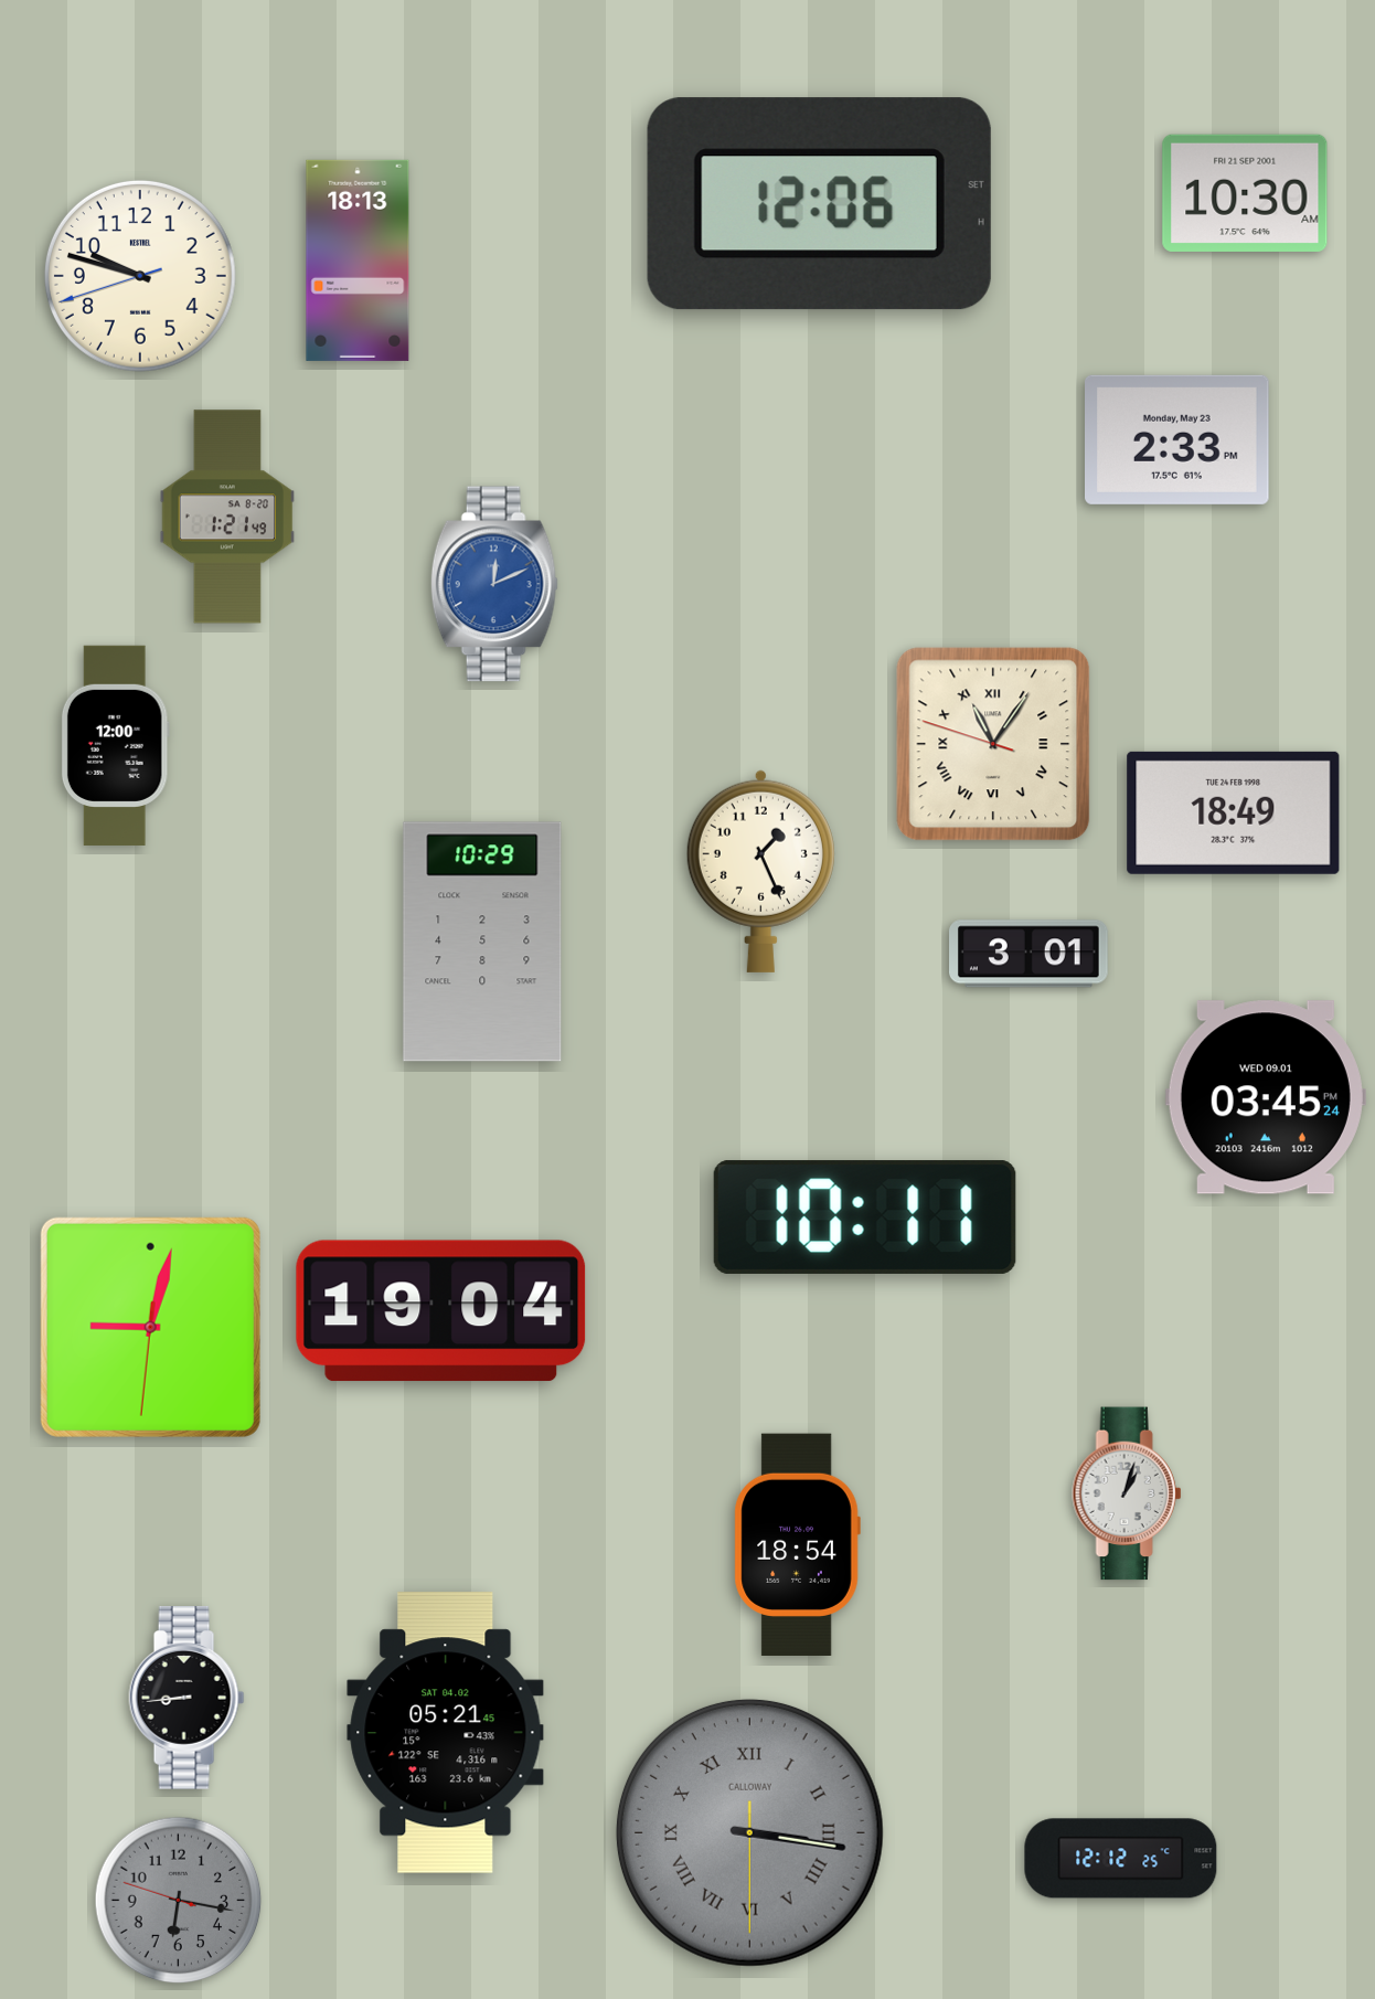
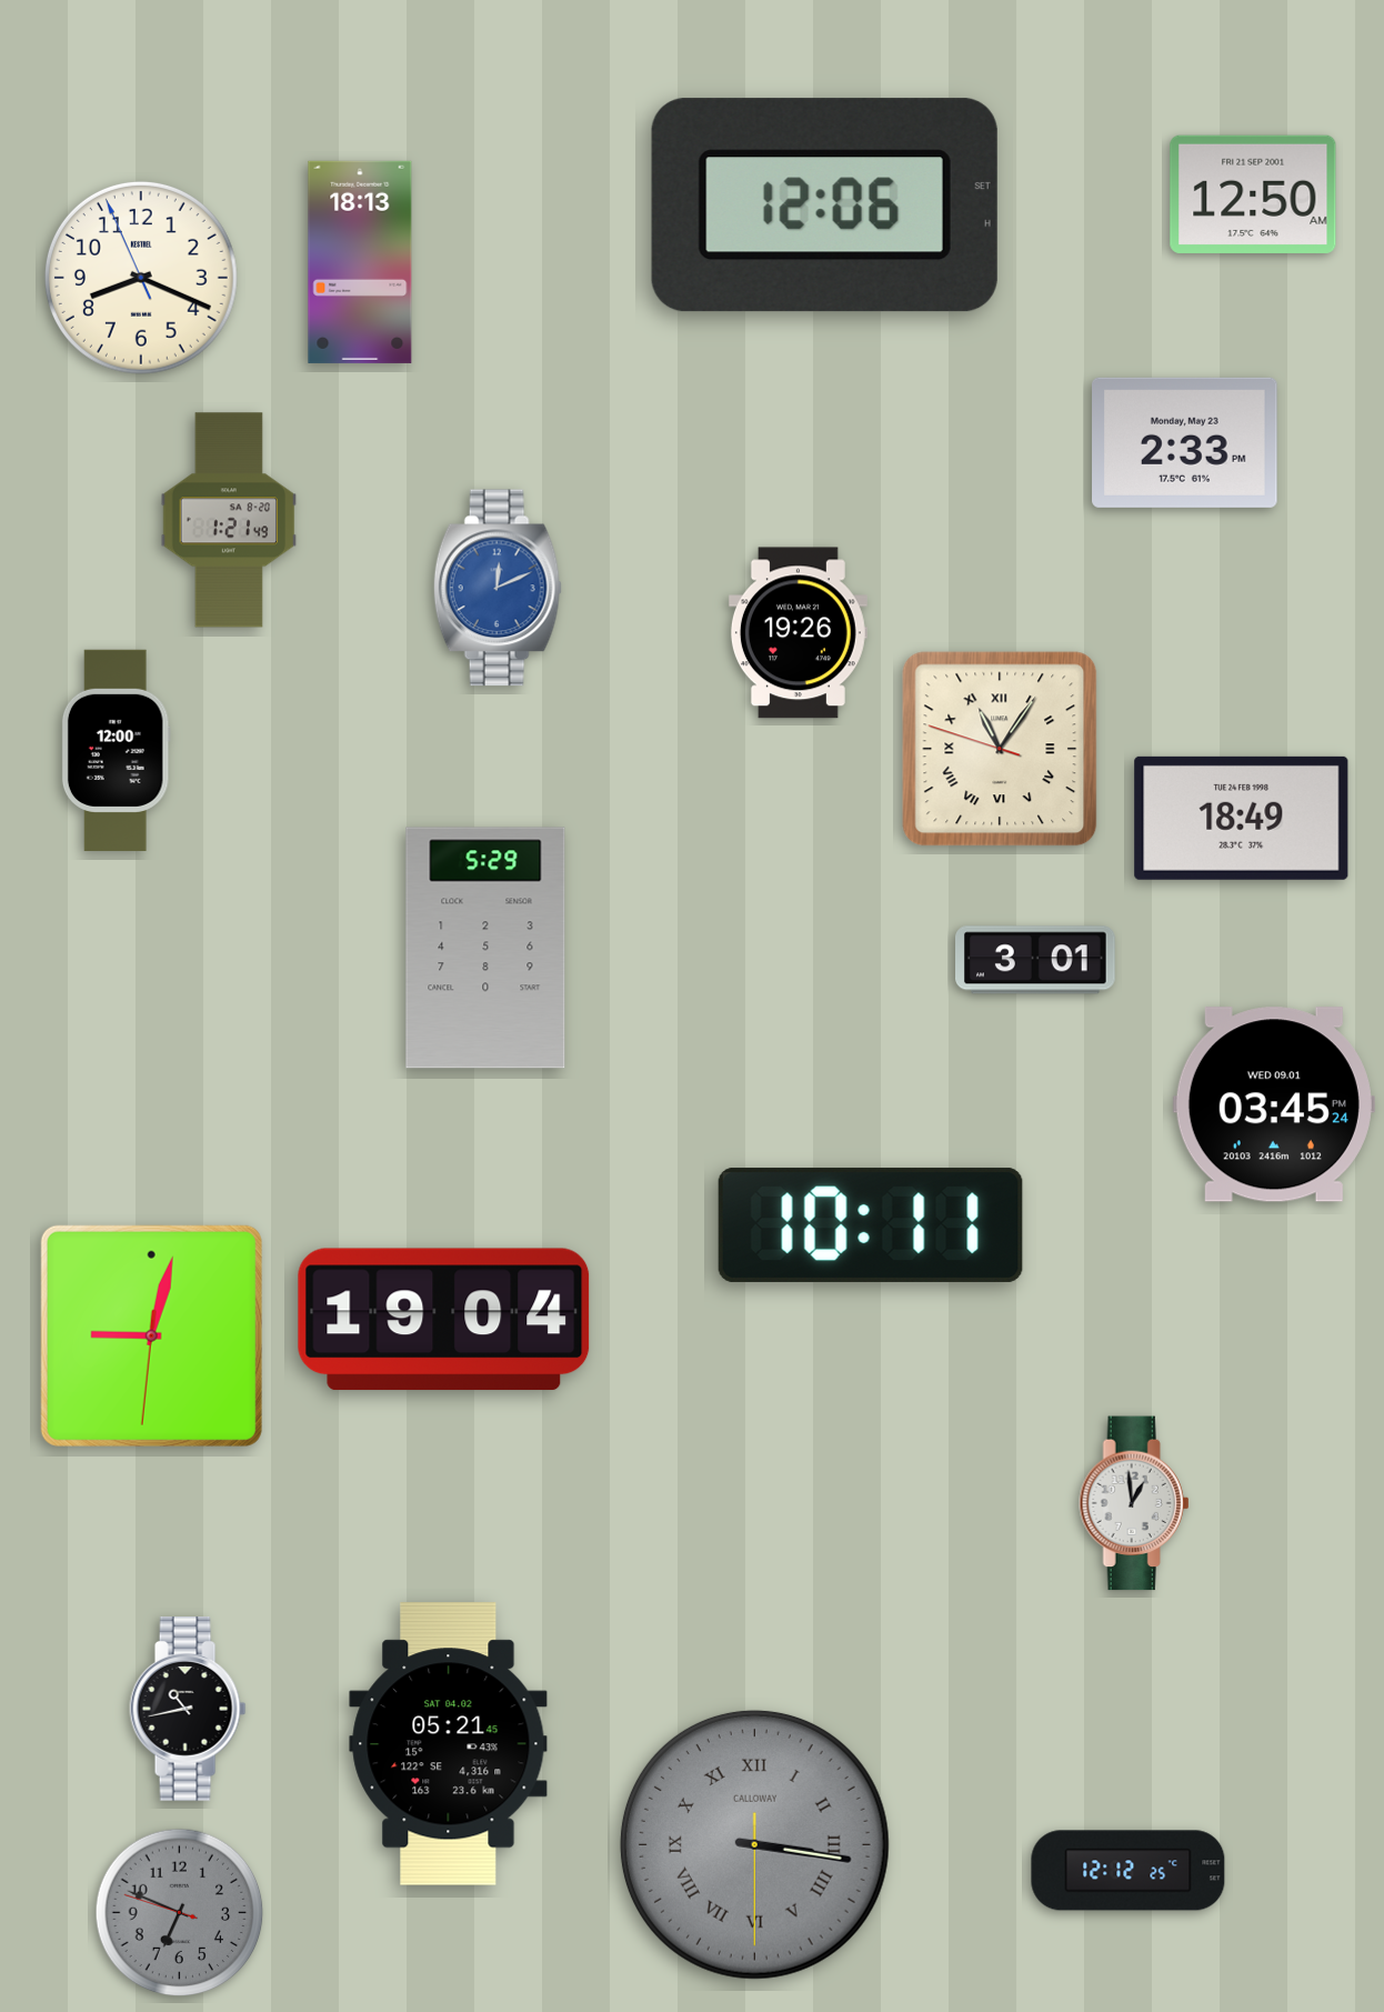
clock at (1245, 193): 10:30 -> 12:50
clock at (140, 276): 9:47 -> 8:18
clock at (798, 633): none -> 19:26
clock at (760, 871): 1:26 -> none
clock at (482, 942): 10:29 -> 5:29
clock at (1127, 1493): 1:03 -> 12:59
clock at (797, 1544): 18:54 -> none
clock at (186, 1699): 8:44 -> 10:43
clock at (179, 1901): 6:16 -> 6:48
